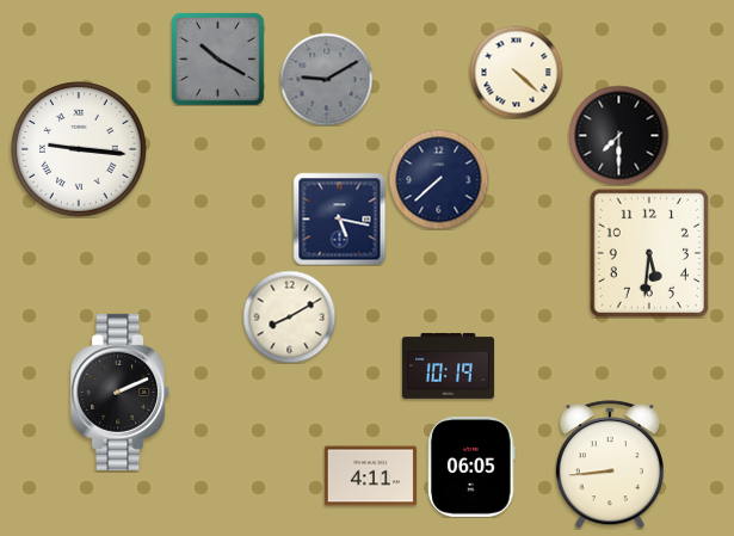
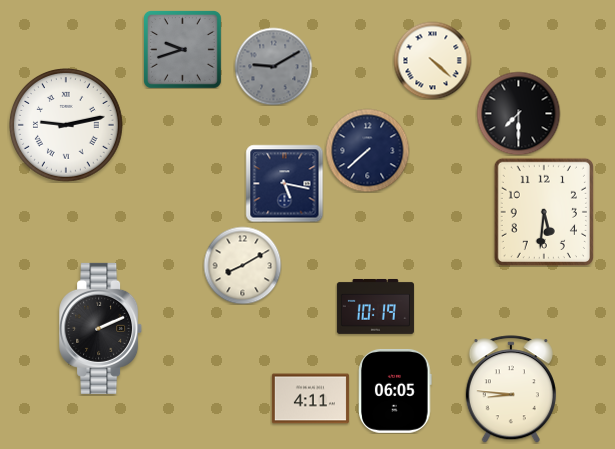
clock at (218, 60): 10:20 -> 9:42
clock at (80, 150): 9:16 -> 9:13
clock at (610, 464): 8:44 -> 8:46
